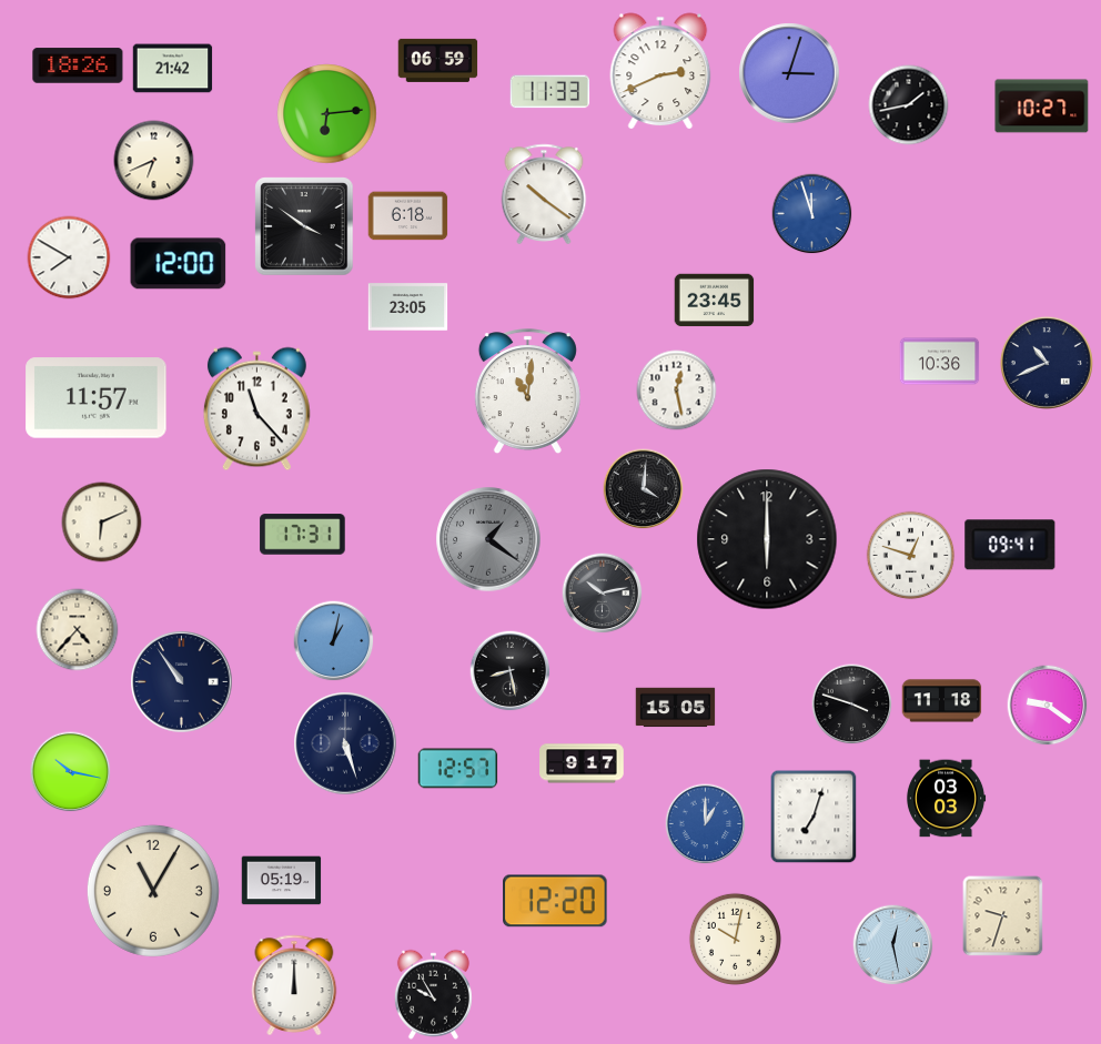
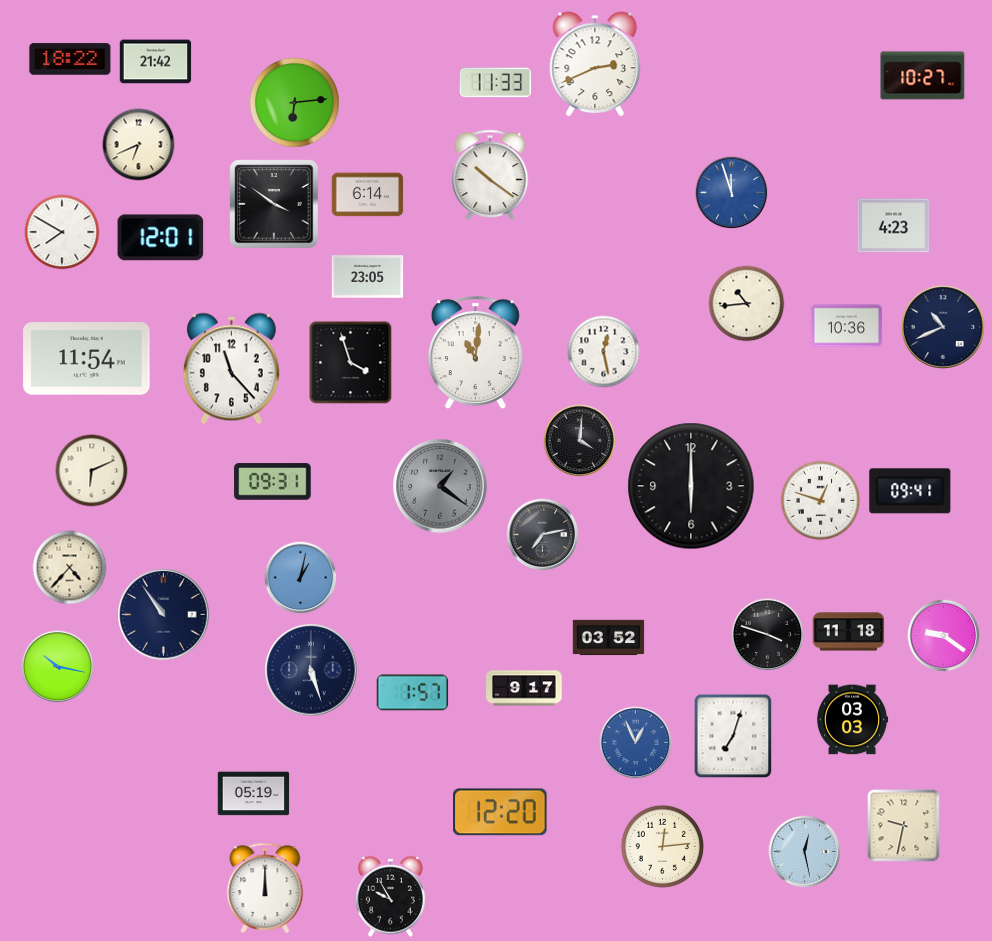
clock at (438, 60): 06:59 -> none
clock at (78, 65): 18:26 -> 18:22
clock at (789, 73): 3:03 -> none
clock at (909, 105): 1:43 -> none
clock at (1042, 107) position: (1042, 107) -> (923, 76)
clock at (408, 216): 6:18 -> 6:14
clock at (894, 226): none -> 4:23
clock at (179, 264): 12:00 -> 12:01
clock at (715, 301): 23:45 -> none
clock at (747, 304): none -> 10:44
clock at (677, 391) position: (677, 391) -> (604, 352)
clock at (97, 398): 11:57 -> 11:54
clock at (351, 363): none -> 3:57
clock at (303, 535): 17:31 -> 09:31
clock at (603, 594): 10:13 -> 7:13
clock at (511, 671): 8:28 -> none
clock at (676, 708): 15:05 -> 03:52
clock at (458, 769): 12:57 -> 1:57
clock at (71, 772) position: (71, 772) -> (58, 667)
clock at (706, 824): 1:00 -> 12:56
clock at (153, 891): 11:05 -> none
clock at (1003, 916): 9:33 -> 9:32
clock at (735, 939): 10:02 -> 12:14
